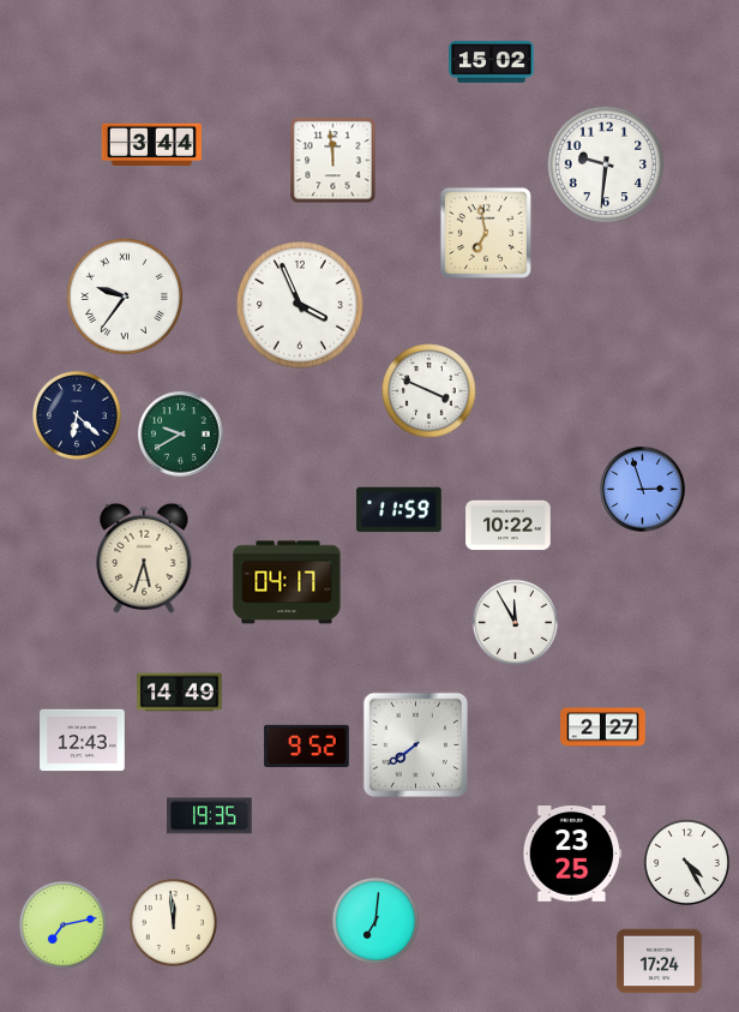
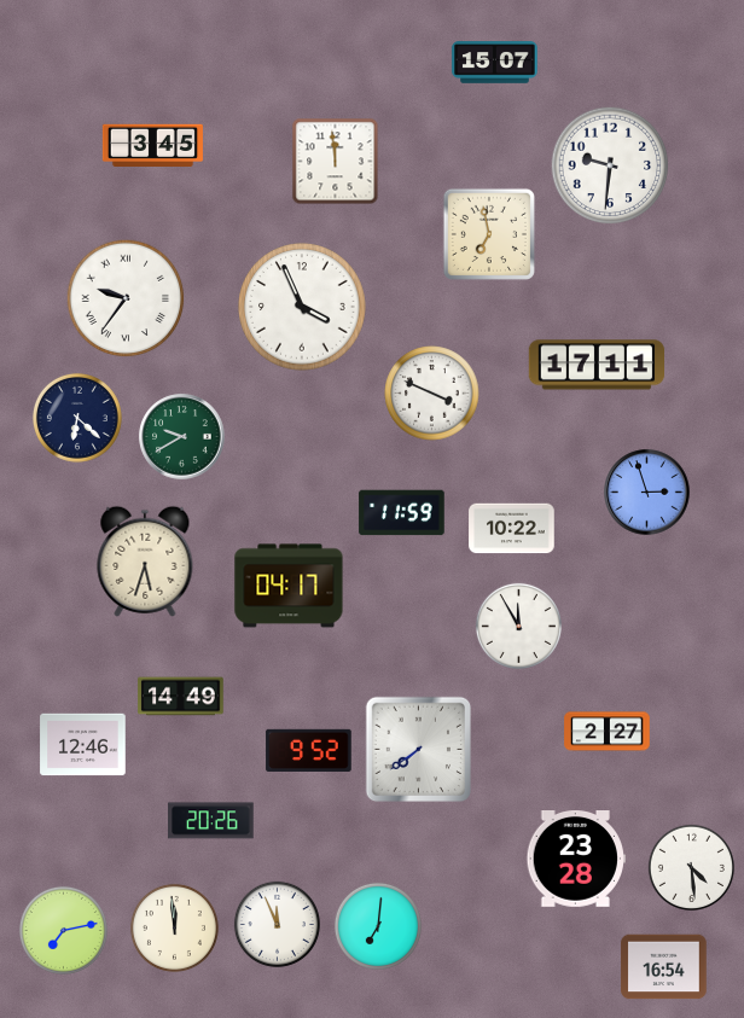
clock at (492, 62): 15:02 -> 15:07
clock at (151, 144): 3:44 -> 3:45
clock at (597, 365): none -> 17:11
clock at (83, 741): 12:43 -> 12:46
clock at (210, 816): 19:35 -> 20:26
clock at (572, 855): 23:25 -> 23:28
clock at (686, 862): 4:25 -> 4:29
clock at (277, 924): none -> 11:56
clock at (660, 962): 17:24 -> 16:54
